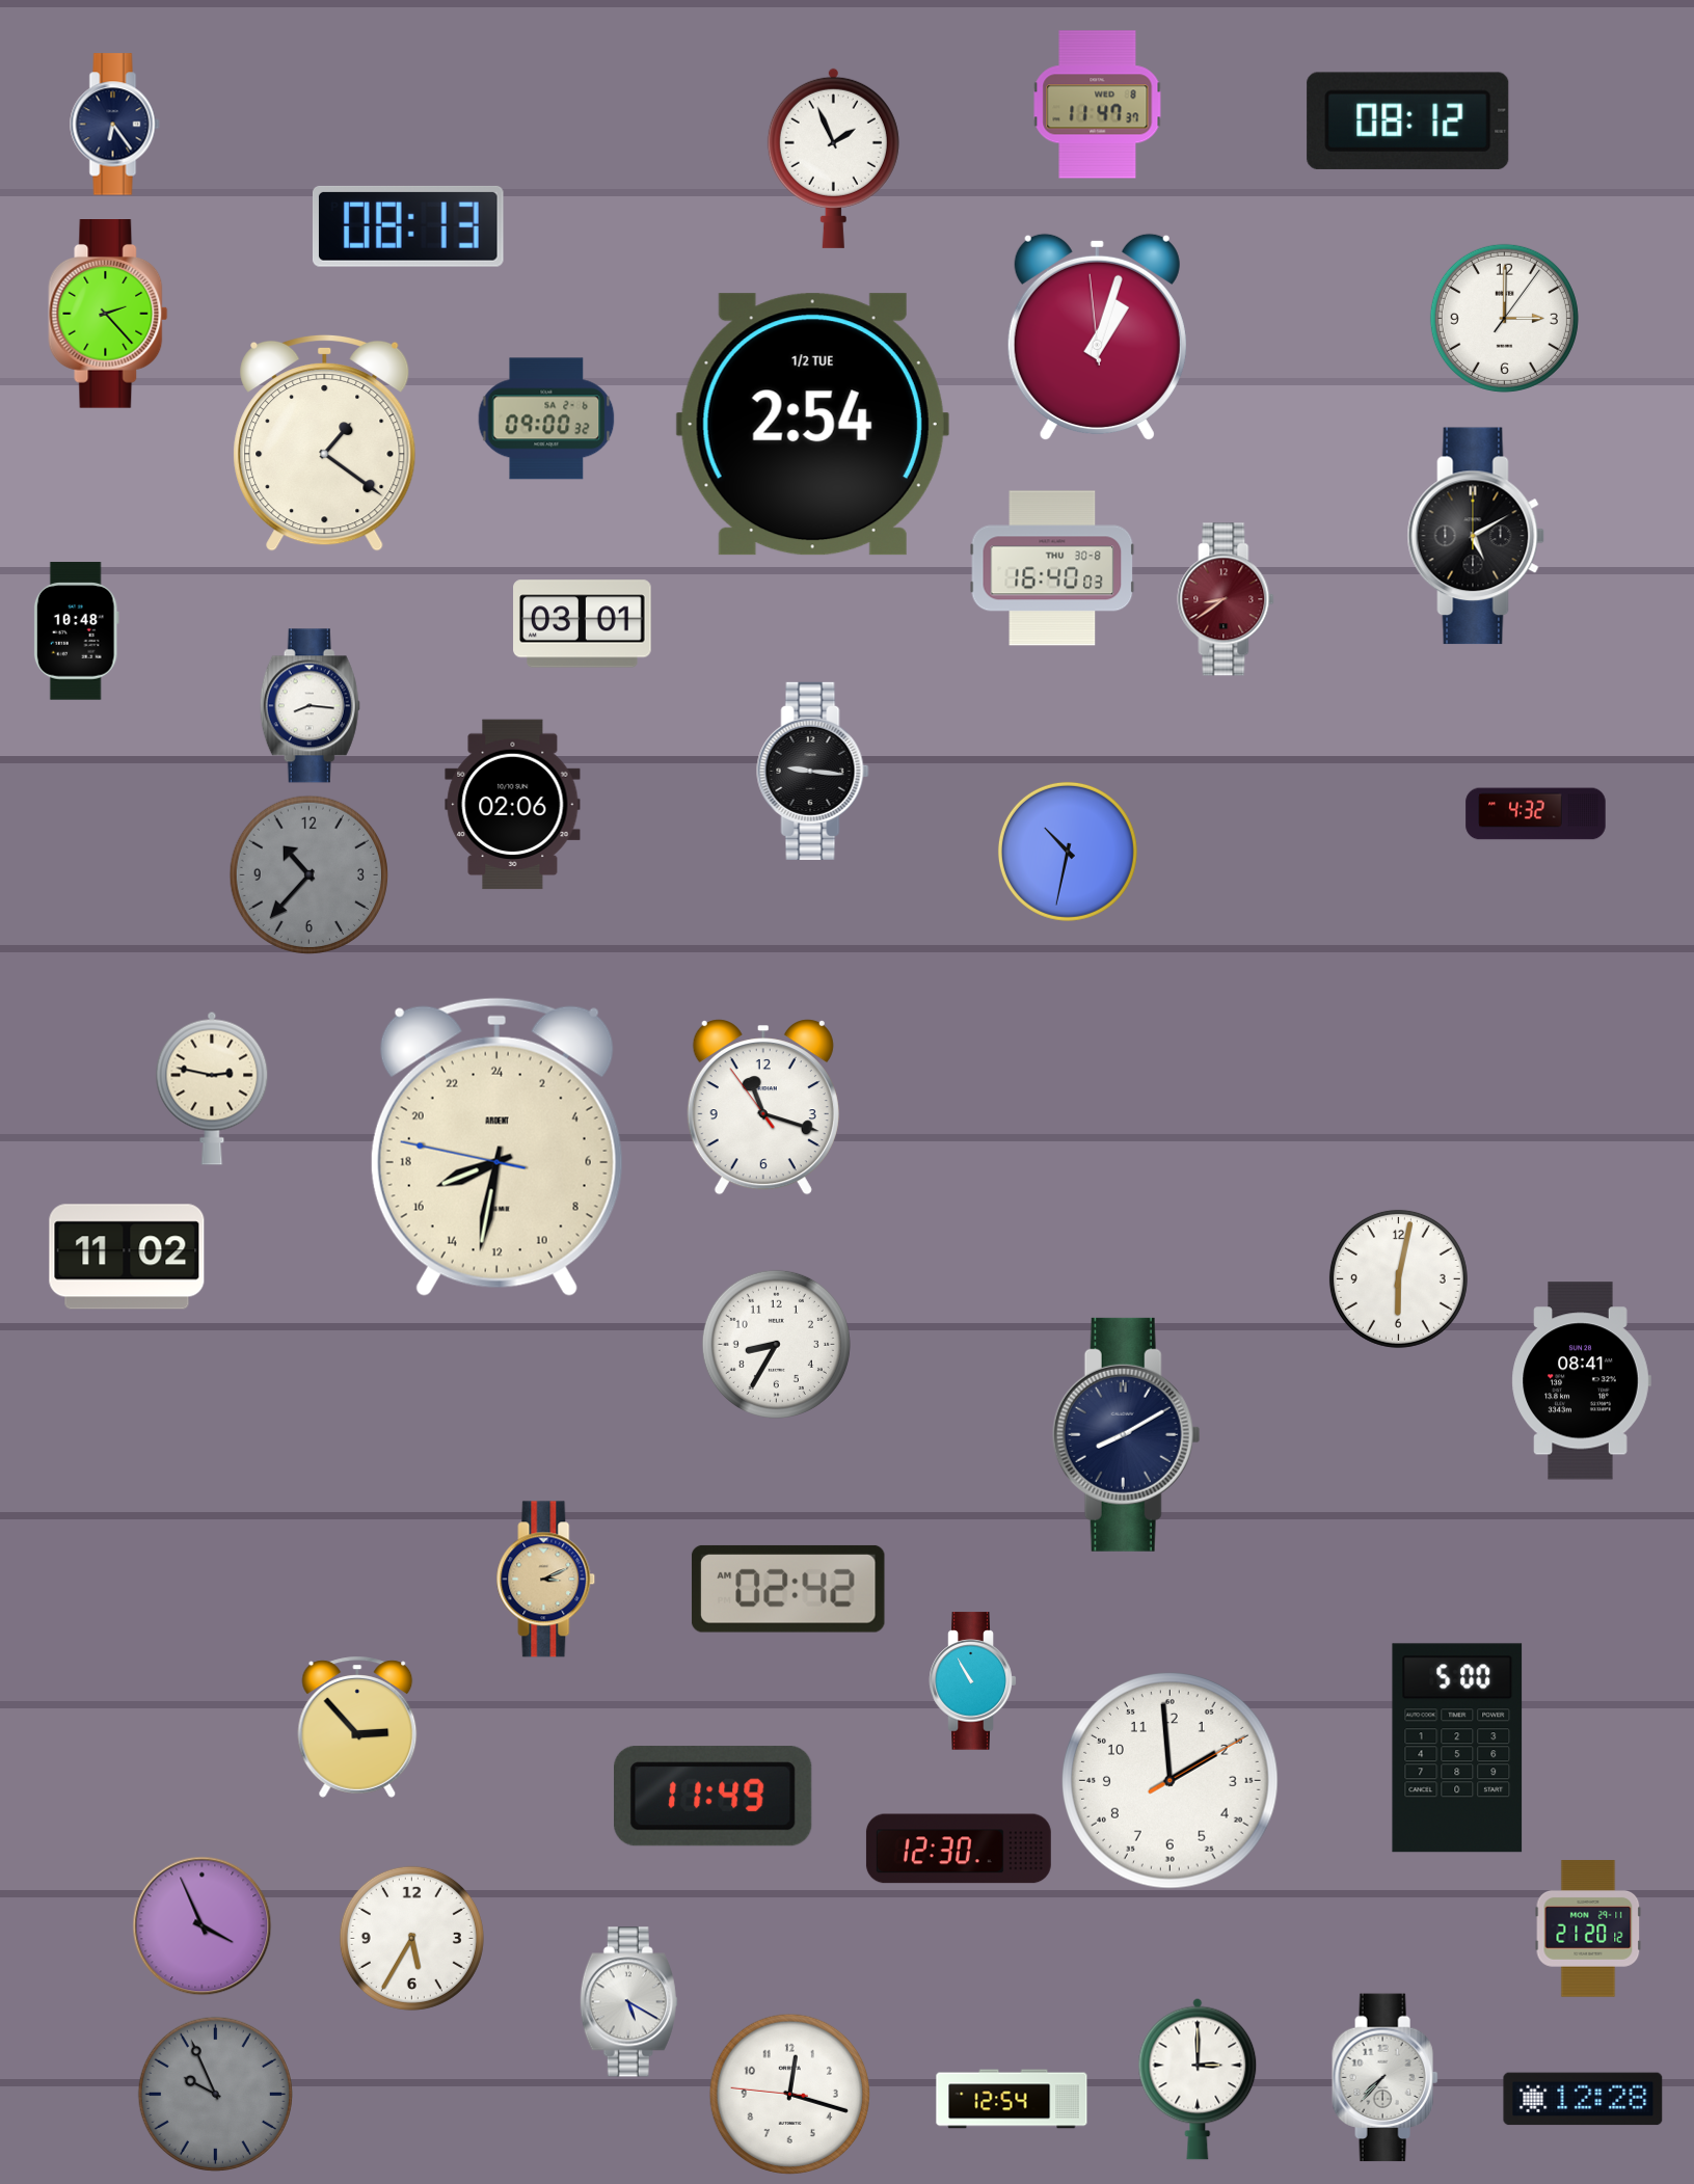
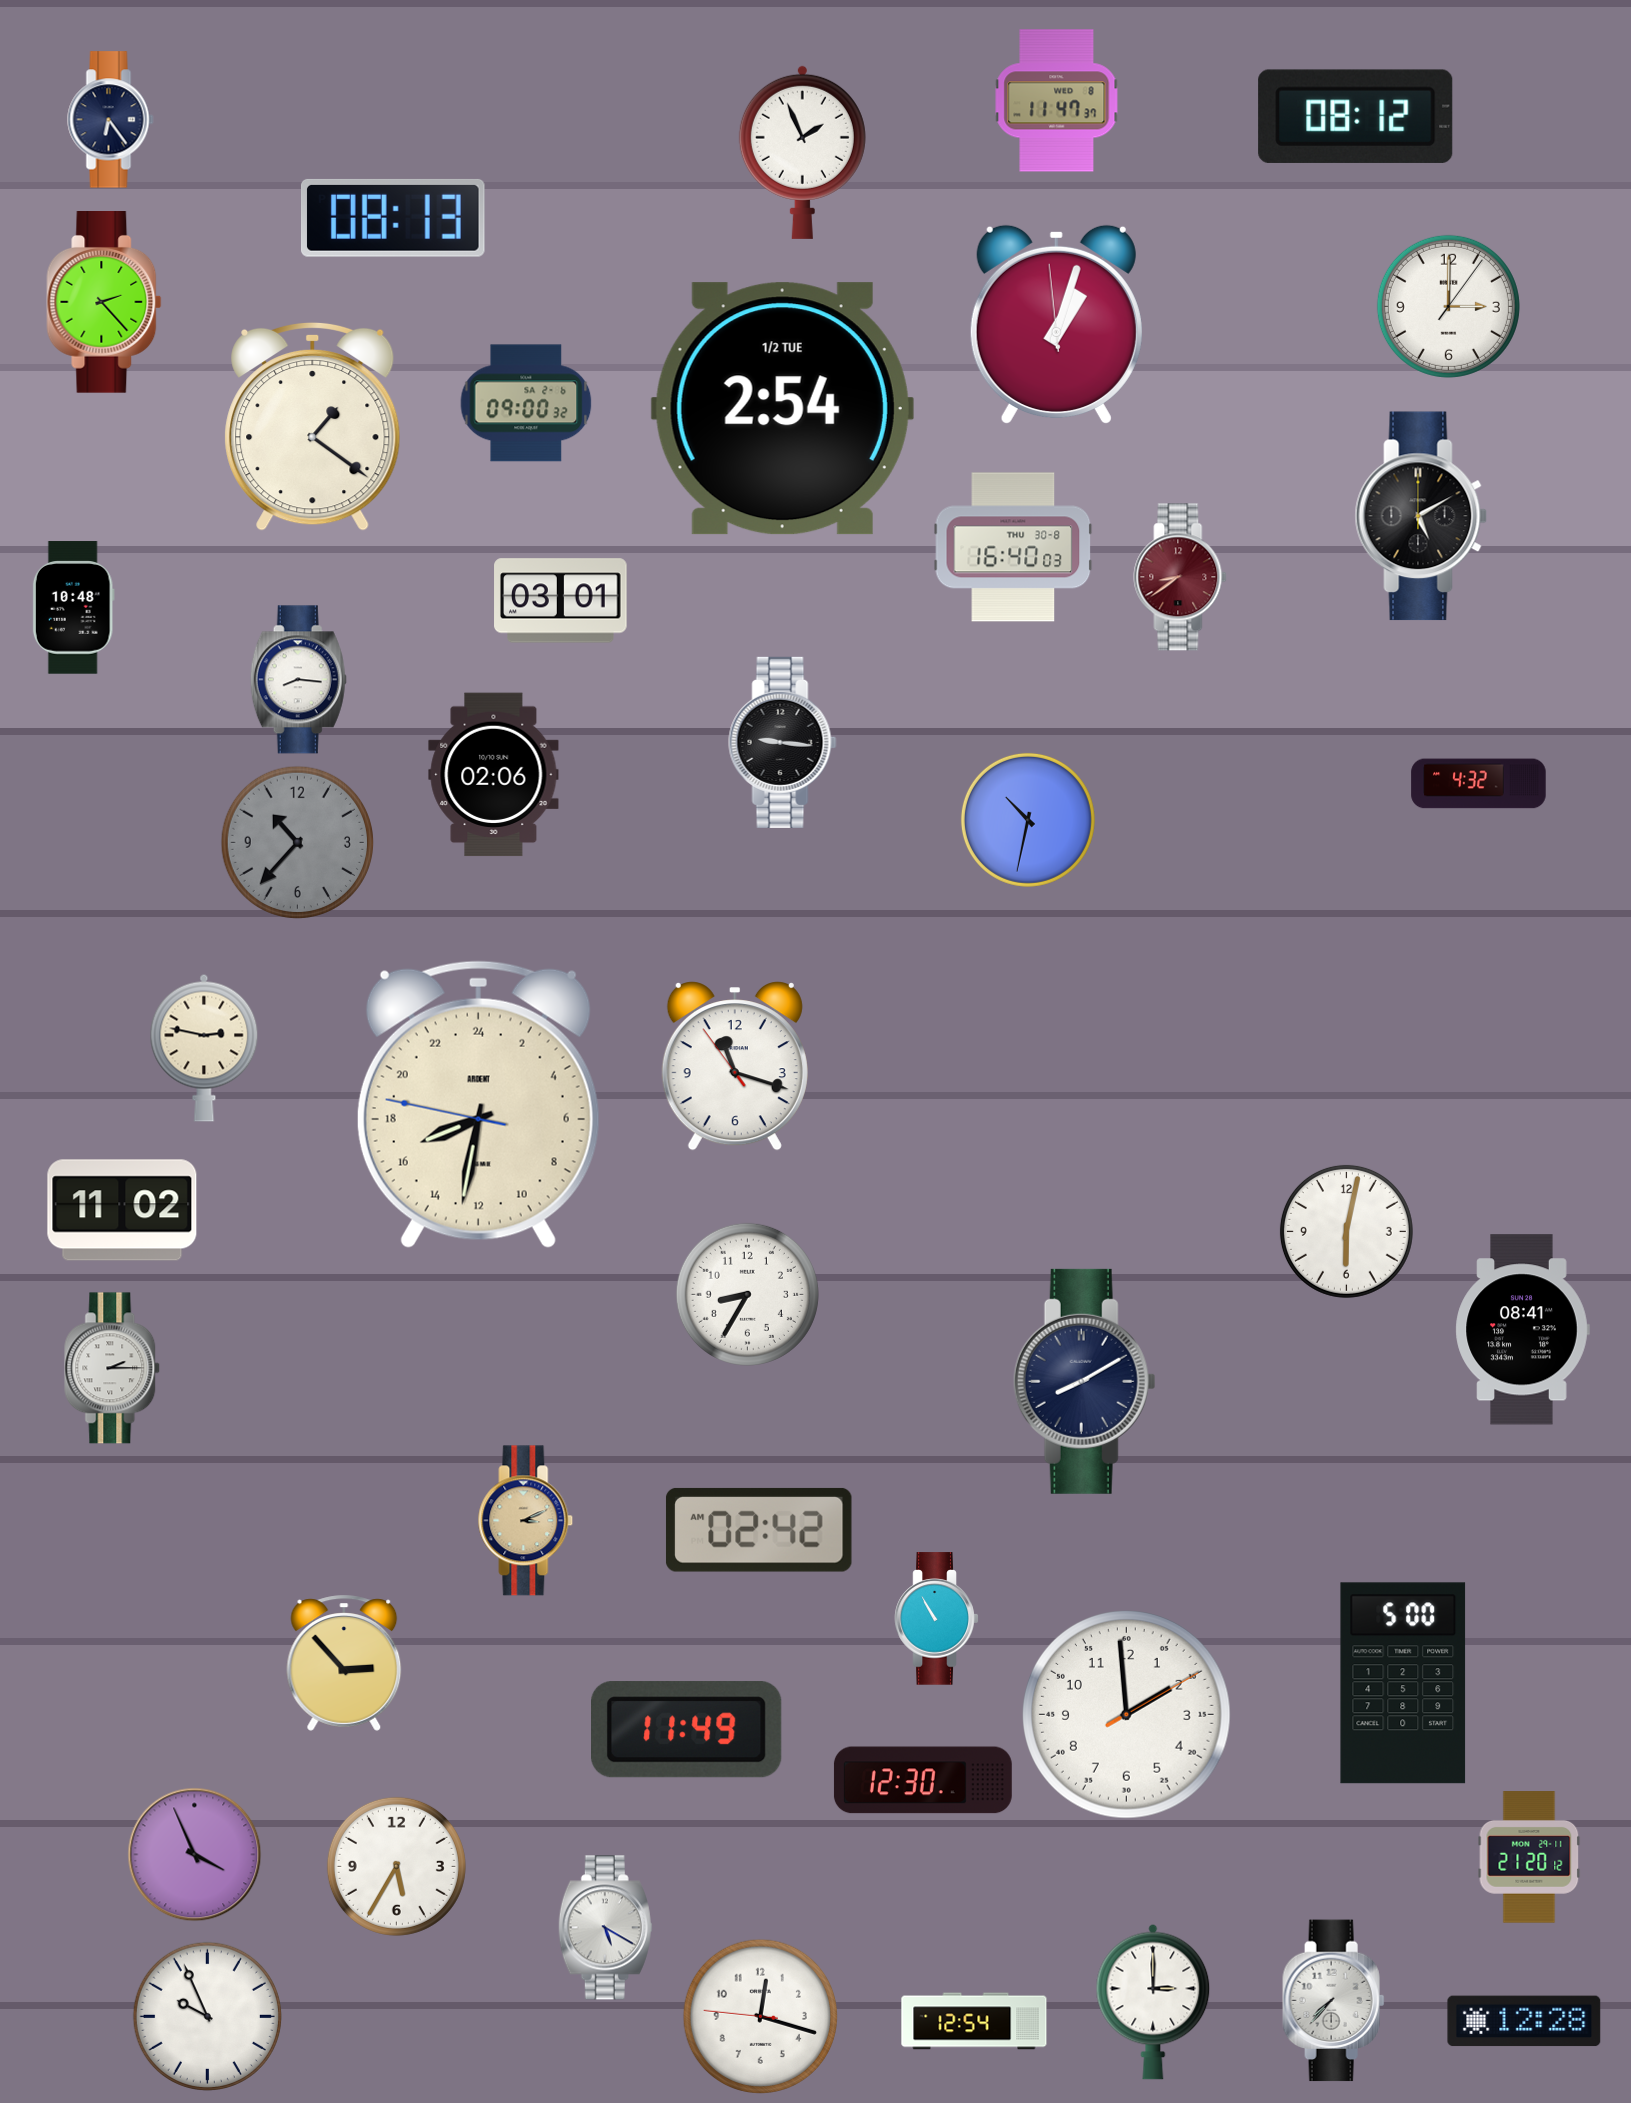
clock at (113, 1368): none -> 2:15
clock at (215, 2094) dial: grey -> white
